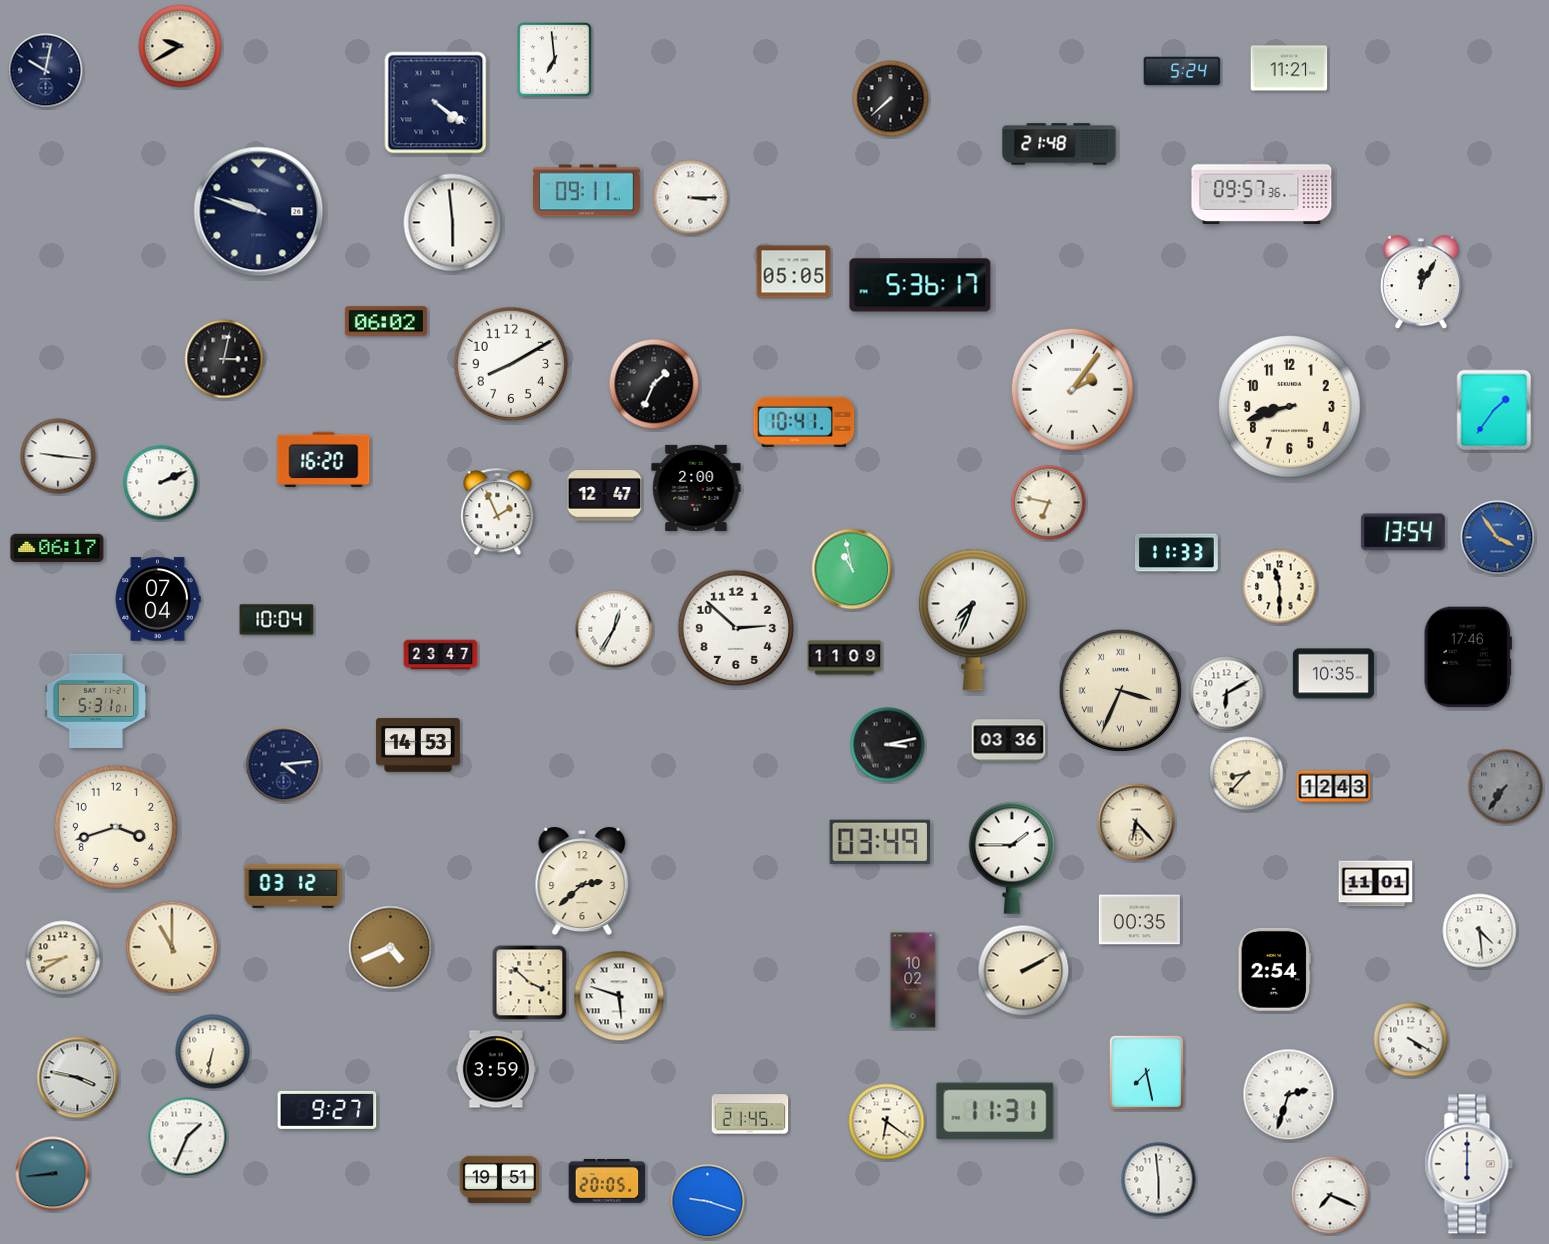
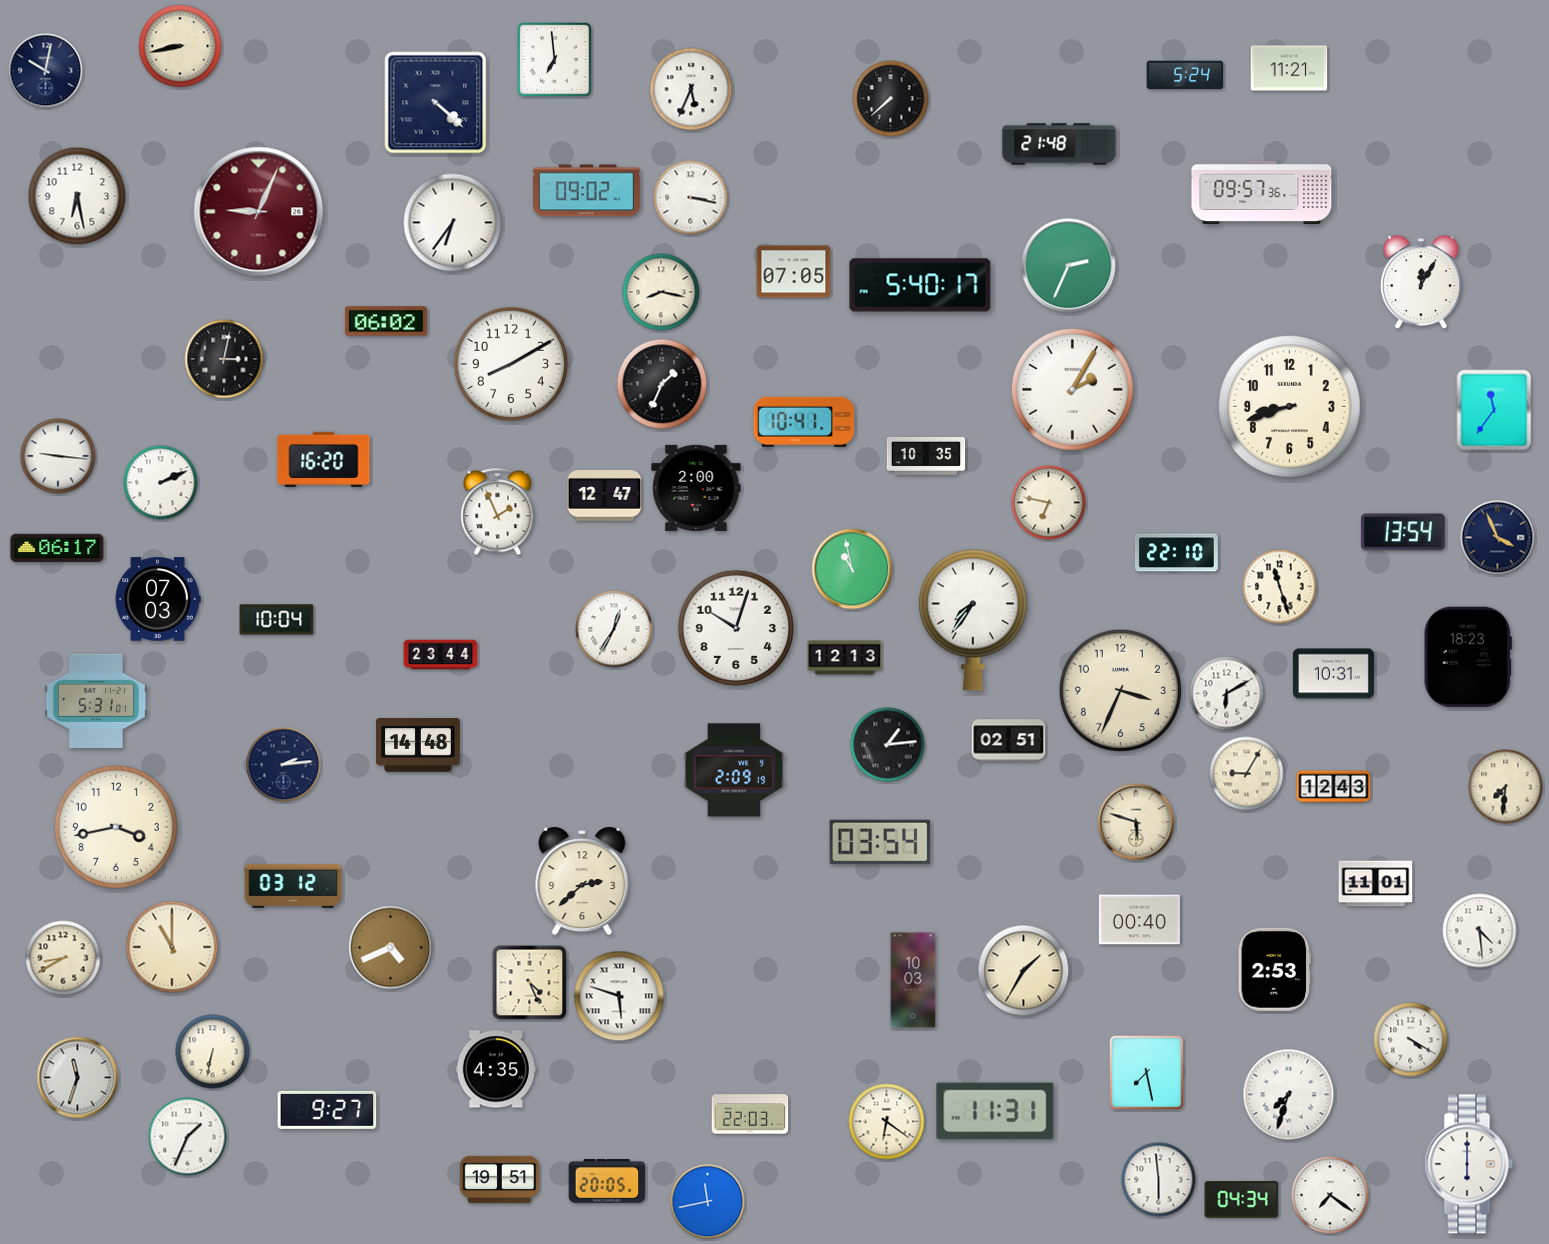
clock at (180, 46): 9:40 -> 8:43
clock at (1182, 71) position: (1182, 71) -> (1185, 75)
clock at (691, 89): none -> 5:34
clock at (436, 103): 4:21 -> 4:22
clock at (586, 191): 09:11 -> 09:02
clock at (77, 196): none -> 6:28
clock at (691, 198): 3:15 -> 3:17
clock at (259, 212): 9:48 -> 9:04
clock at (259, 212) dial: navy -> burgundy
clock at (453, 223): 5:59 -> 6:36
clock at (1069, 266): none -> 2:34
clock at (794, 272): 05:05 -> 07:05
clock at (920, 285): 5:36 -> 5:40
clock at (661, 292): none -> 8:17
clock at (654, 384) position: (654, 384) -> (662, 384)
clock at (1072, 389): 2:06 -> 2:05
clock at (1494, 410): 1:36 -> 11:36
clock at (926, 456): none -> 10:35
clock at (1498, 538): 3:54 -> 3:56
clock at (1498, 538) dial: blue -> navy
clock at (1176, 553): 11:33 -> 22:10
clock at (1280, 587): 11:30 -> 11:27
clock at (158, 599): 07:04 -> 07:03
clock at (974, 620): 7:34 -> 7:36
clock at (735, 627): 2:52 -> 10:03
clock at (441, 655): 23:47 -> 23:44
clock at (1468, 657): 17:46 -> 18:23
clock at (845, 658): 11:09 -> 12:13
clock at (1333, 674): 10:35 -> 10:31
clock at (1120, 690) numerals: Roman -> Arabic
clock at (1009, 741): 03:36 -> 02:51
clock at (418, 745): 14:53 -> 14:48
clock at (888, 745): 3:13 -> 1:14
clock at (284, 765): 4:14 -> 2:14
clock at (734, 770): none -> 2:09
clock at (1247, 774): 8:37 -> 9:05
clock at (1506, 787): 7:36 -> 7:31
clock at (1506, 787) dial: grey -> cream
clock at (1136, 822): 6:23 -> 5:48
clock at (116, 827): 3:42 -> 3:43
clock at (879, 842): 03:49 -> 03:54
clock at (1011, 858): 1:45 -> none
clock at (1139, 920): 00:35 -> 00:40
clock at (1275, 969): 2:54 -> 2:53
clock at (1024, 971): 2:10 -> 1:35
clock at (913, 980): 10:02 -> 10:03
clock at (530, 983): 3:52 -> 4:26
clock at (496, 1069): 3:59 -> 4:35
clock at (78, 1078): 3:47 -> 11:33
clock at (1289, 1095): 2:33 -> 7:33
clock at (750, 1114): 21:45 -> 22:03
clock at (53, 1174): 8:44 -> none
clock at (1330, 1195): 7:19 -> 7:21
clock at (1242, 1200): none -> 04:34
clock at (708, 1202): 9:18 -> 11:43
